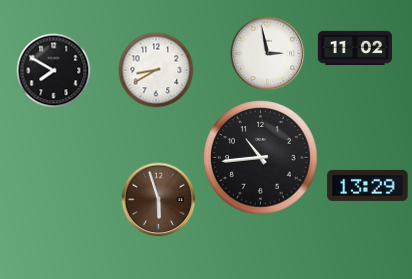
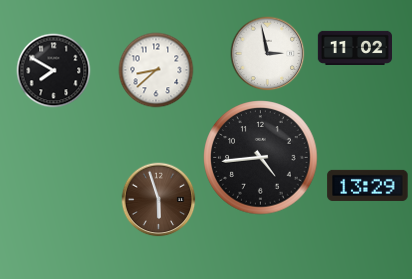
clock at (156, 70): 8:40 -> 8:38
clock at (261, 158): 10:44 -> 4:44
